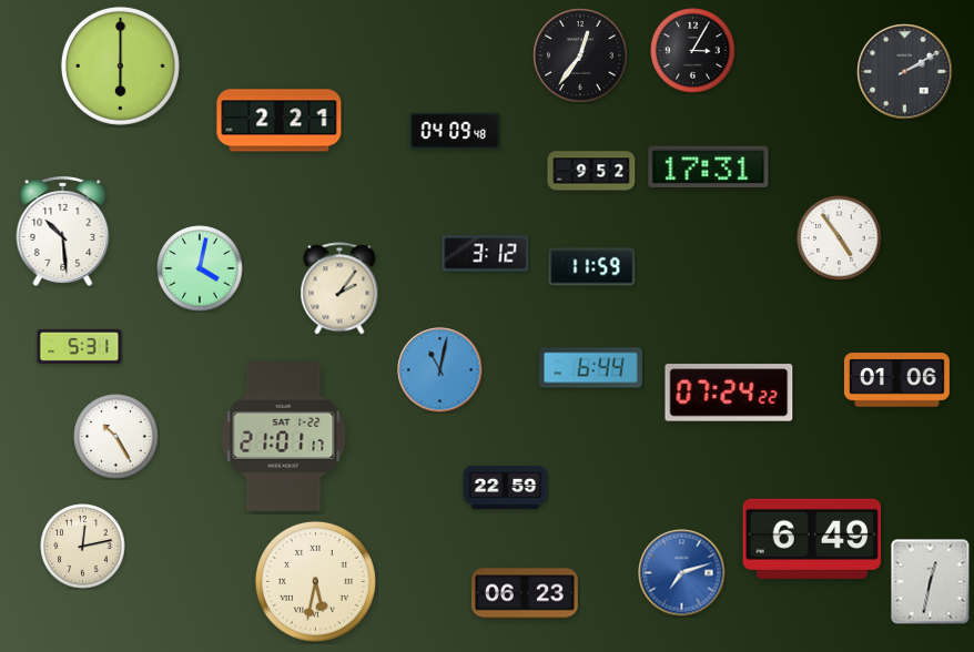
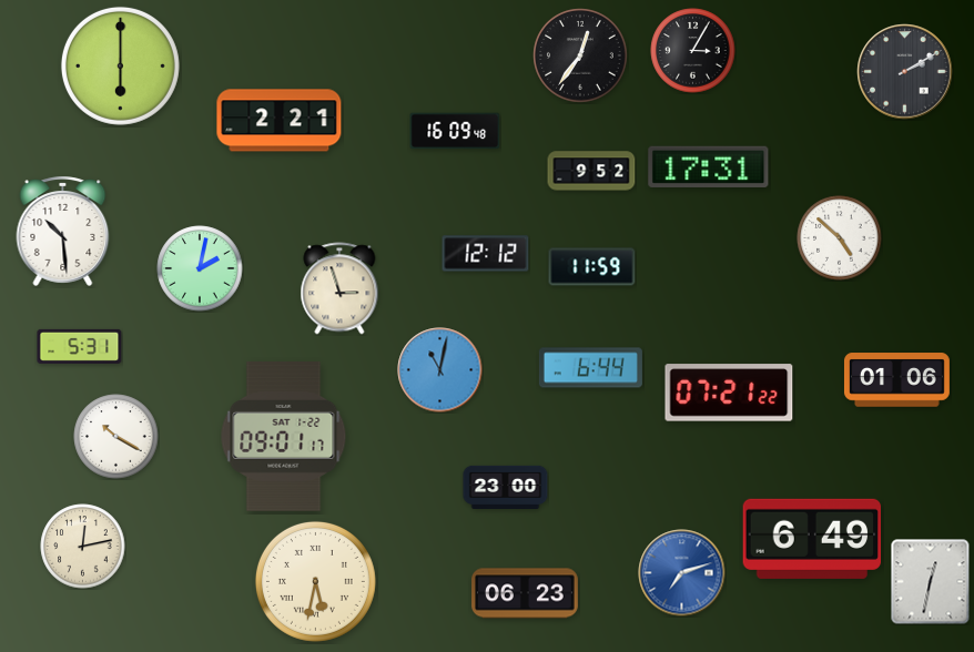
clock at (455, 131): 04:09 -> 16:09
clock at (840, 238): 4:54 -> 4:52
clock at (486, 254): 3:12 -> 12:12
clock at (200, 268): 4:02 -> 2:02
clock at (339, 288): 2:06 -> 2:57
clock at (729, 393): 07:24 -> 07:21
clock at (116, 437): 10:25 -> 10:20
clock at (284, 437): 21:01 -> 09:01
clock at (506, 487): 22:59 -> 23:00
